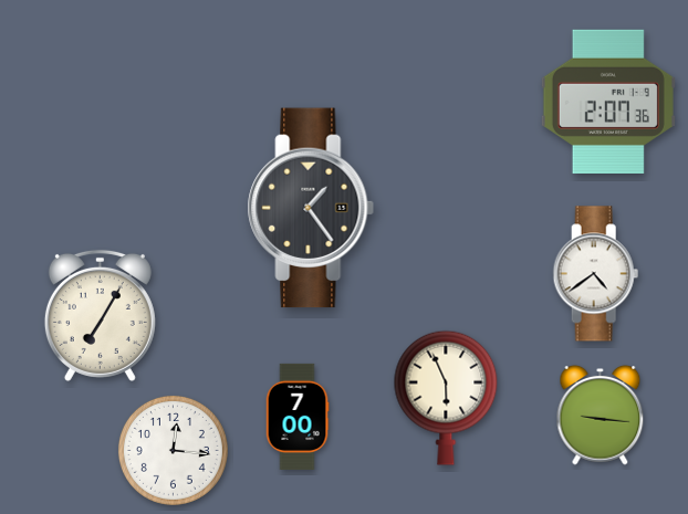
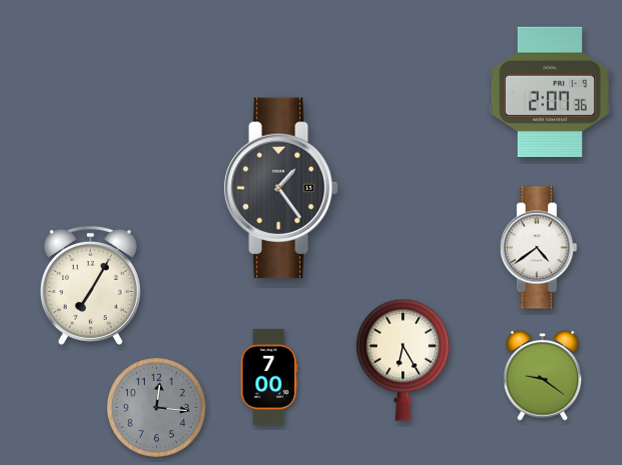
clock at (446, 398): 5:56 -> 6:25
clock at (601, 415): 9:16 -> 9:21
clock at (173, 450) dial: white -> grey
